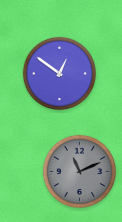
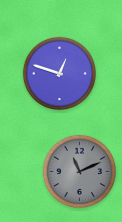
clock at (60, 74): 12:51 -> 12:48
